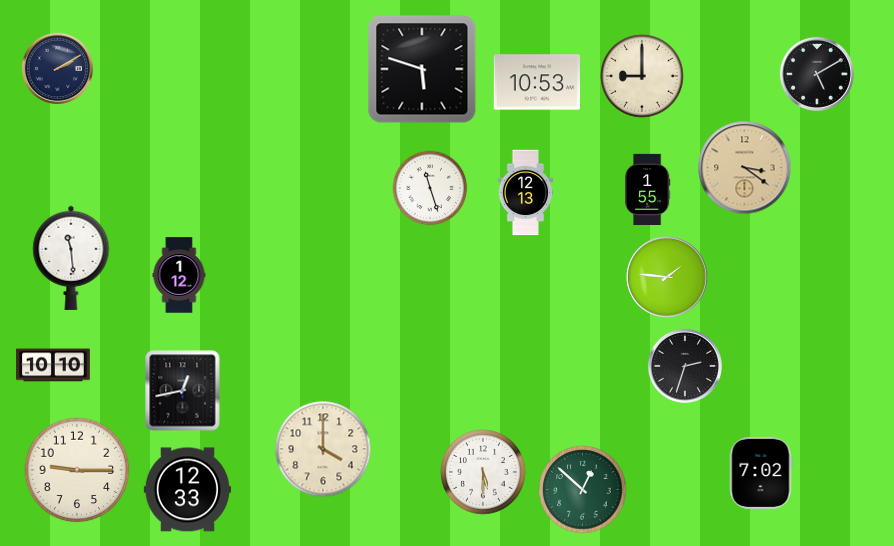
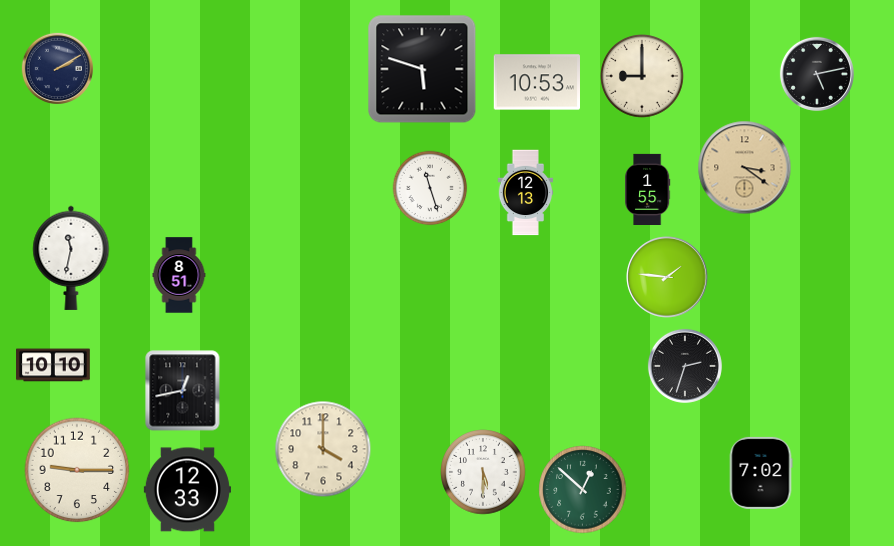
clock at (817, 74): 5:10 -> 5:13
clock at (71, 258): 11:29 -> 11:32
clock at (179, 275): 1:12 -> 8:51
